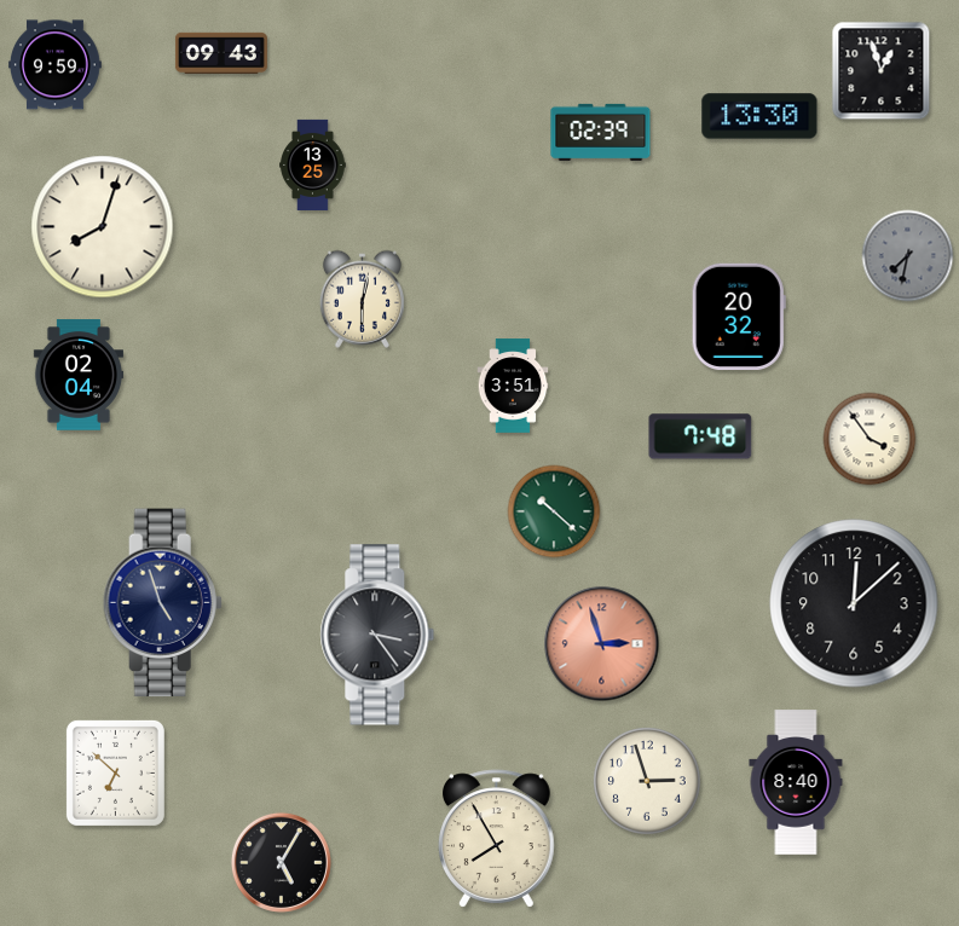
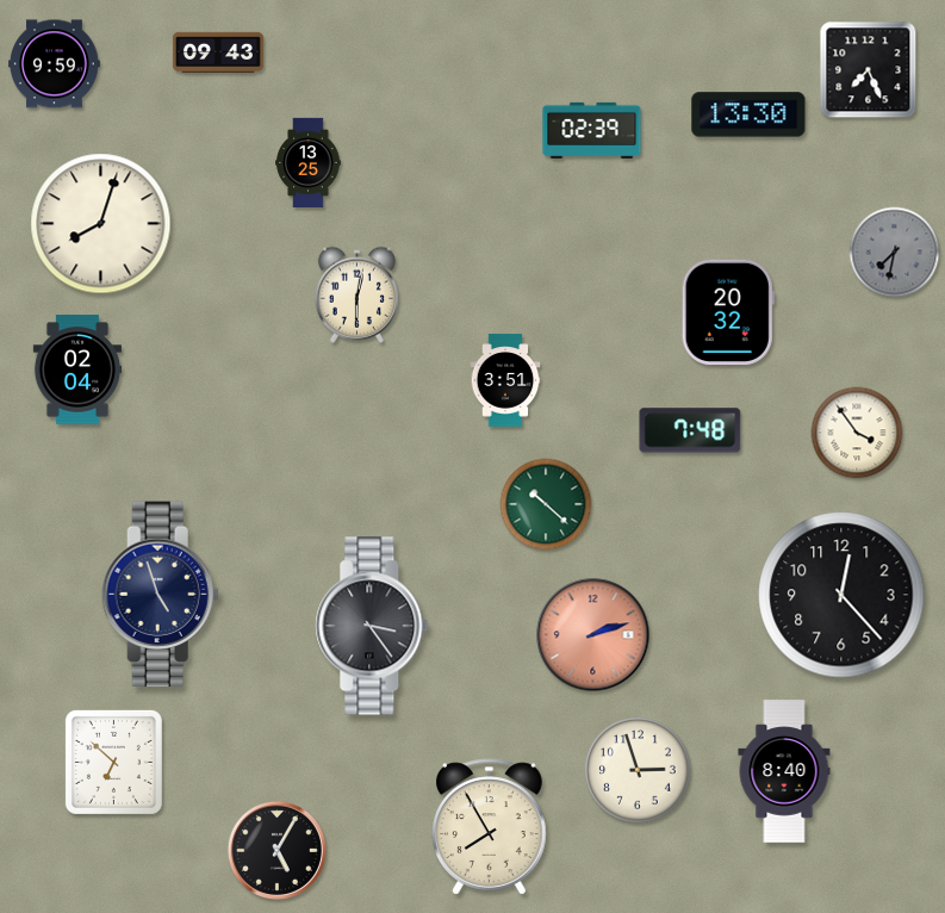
clock at (882, 71): 12:57 -> 7:26
clock at (854, 603): 12:08 -> 12:23
clock at (602, 644): 2:57 -> 2:12
